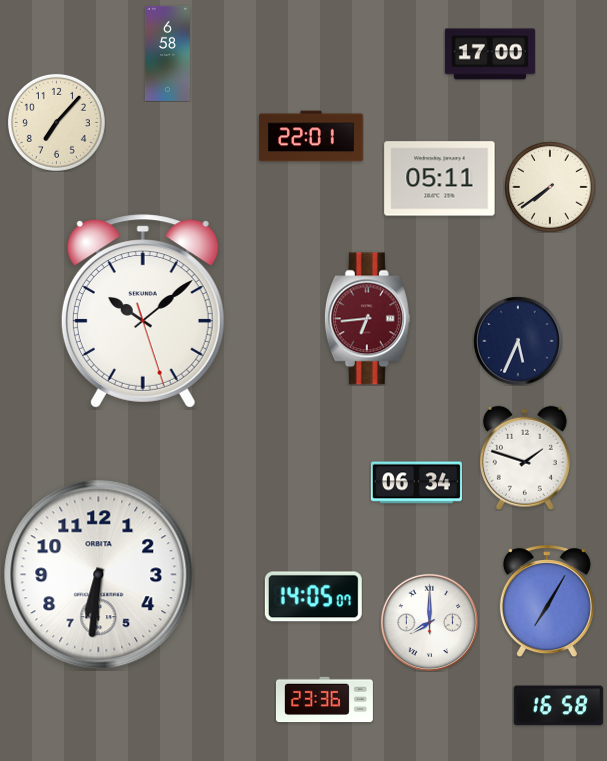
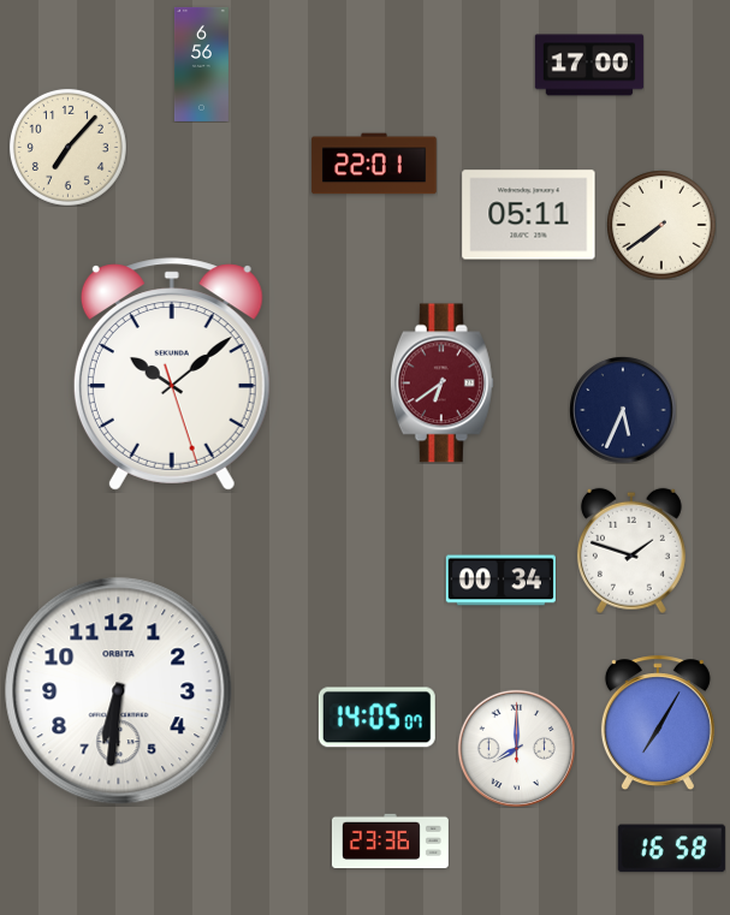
clock at (167, 53): 6:58 -> 6:56
clock at (367, 319): 6:44 -> 6:39
clock at (416, 483): 06:34 -> 00:34
